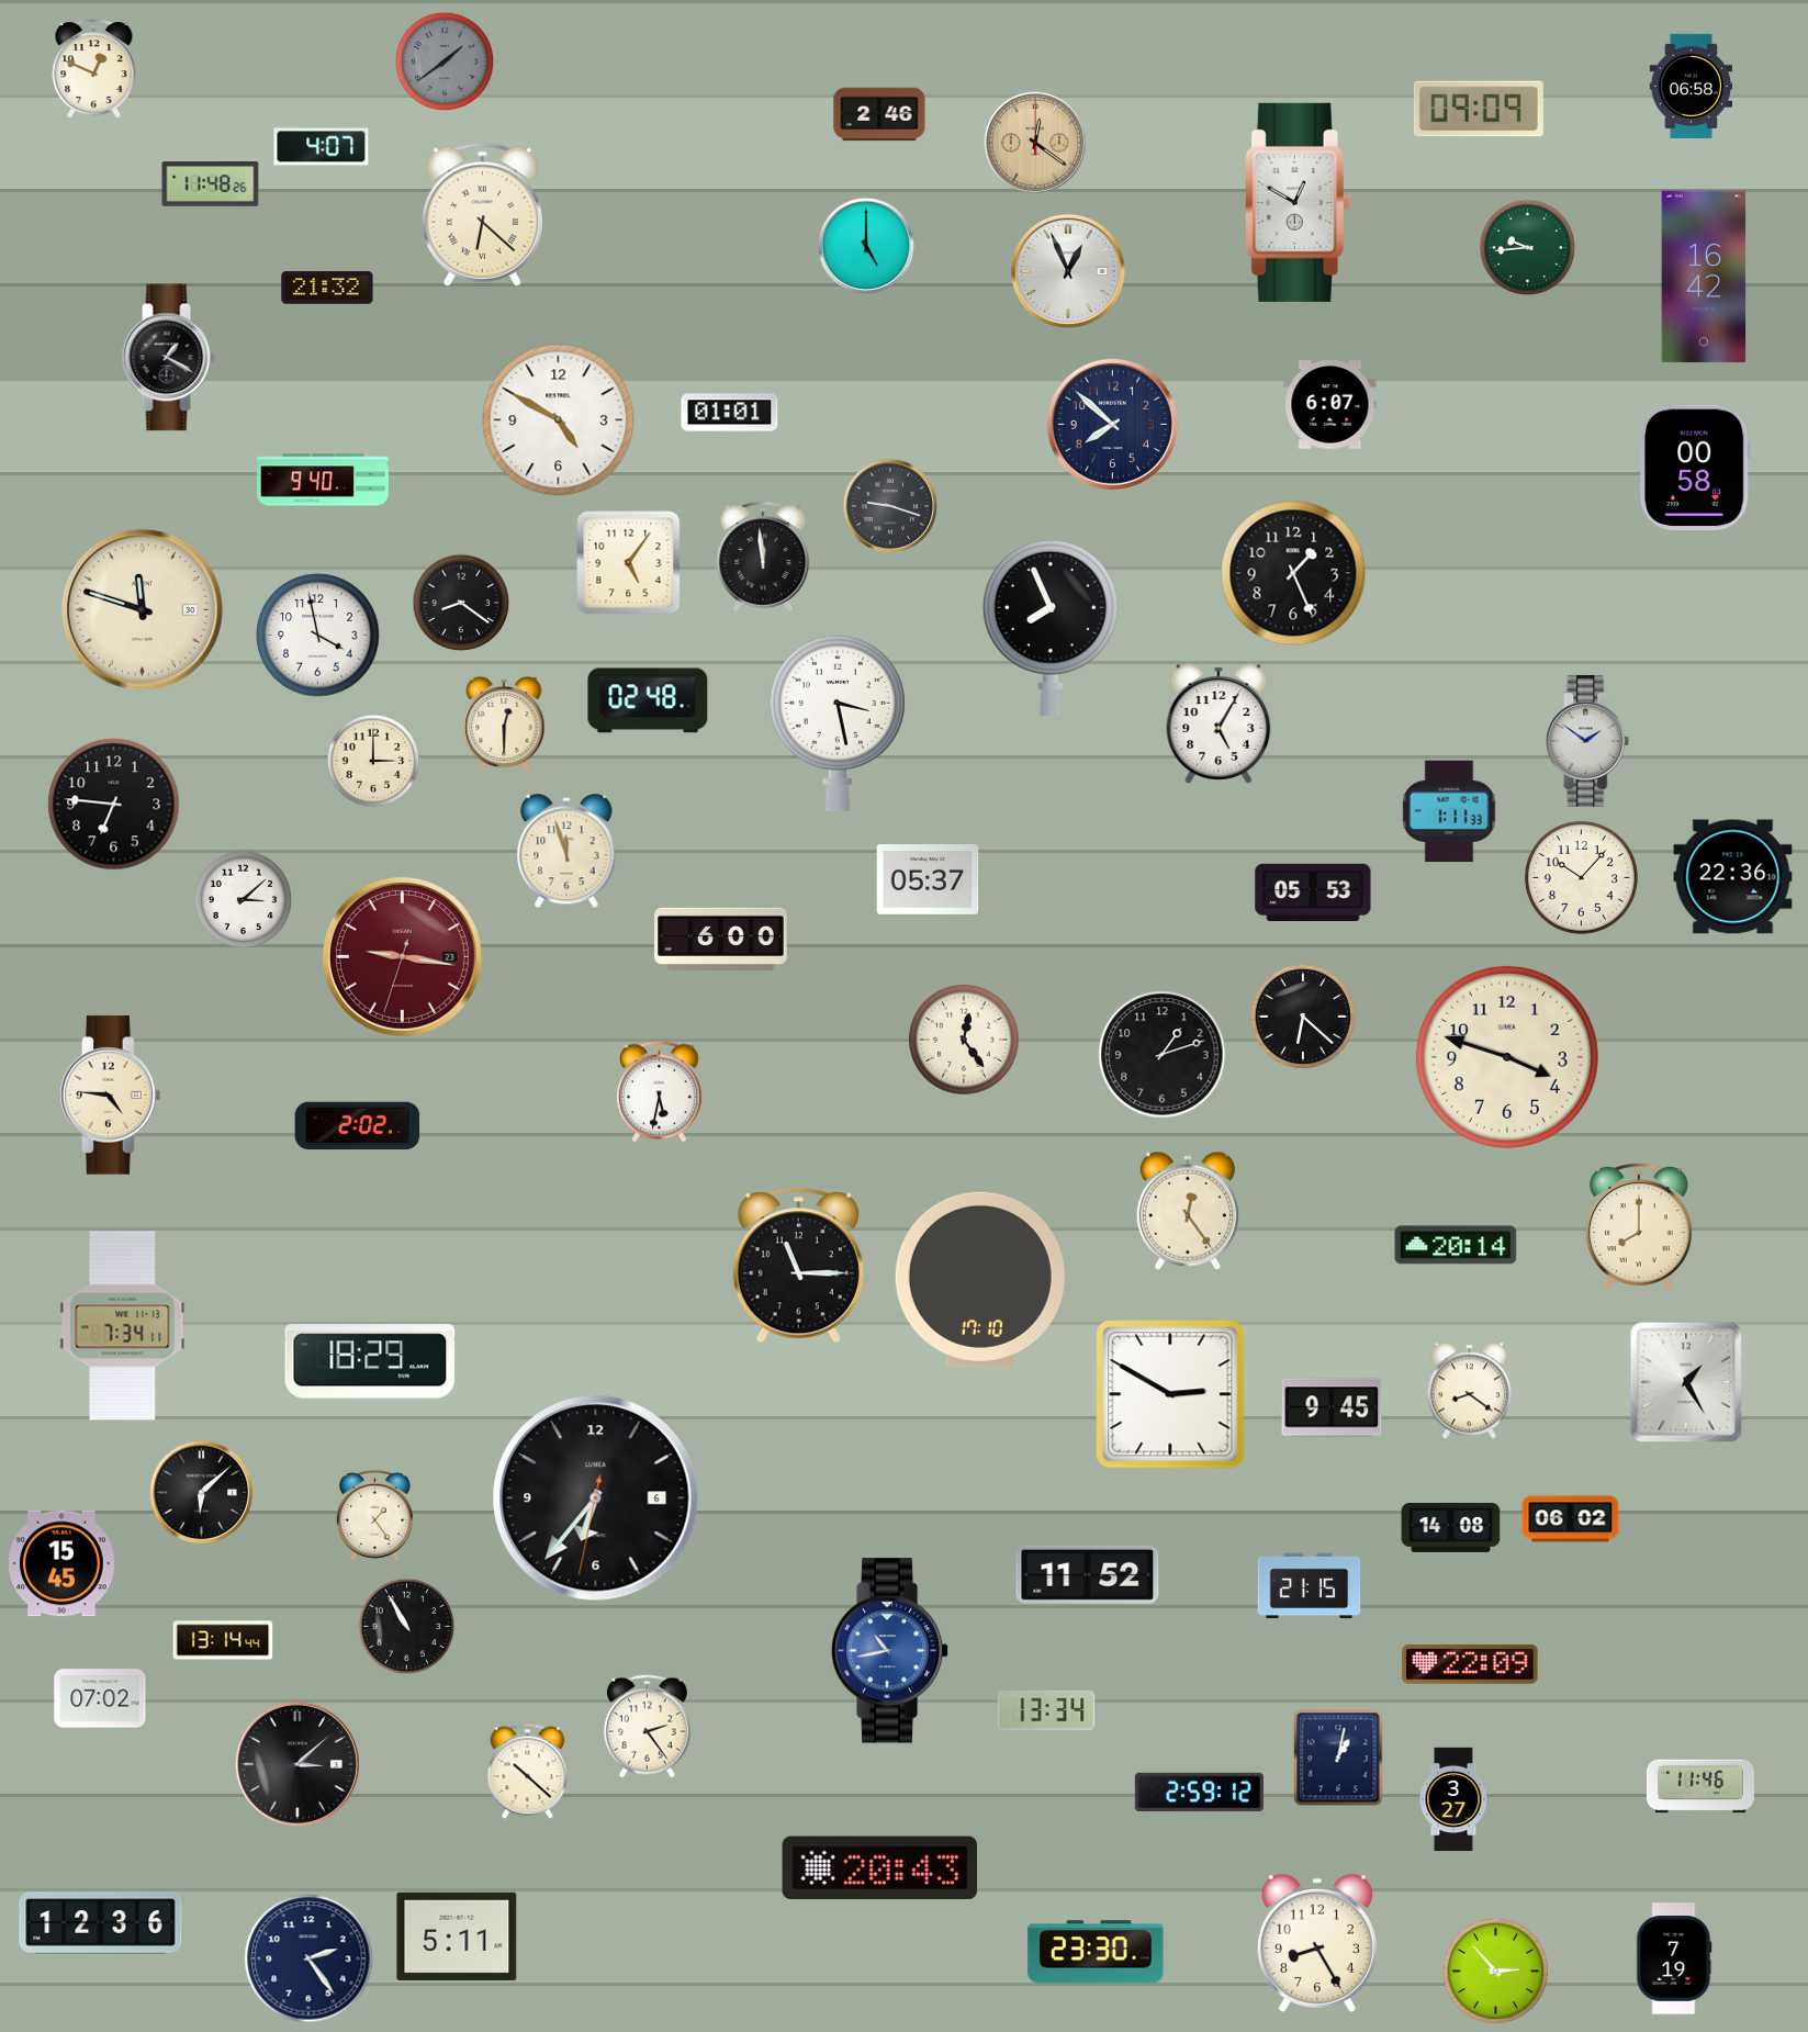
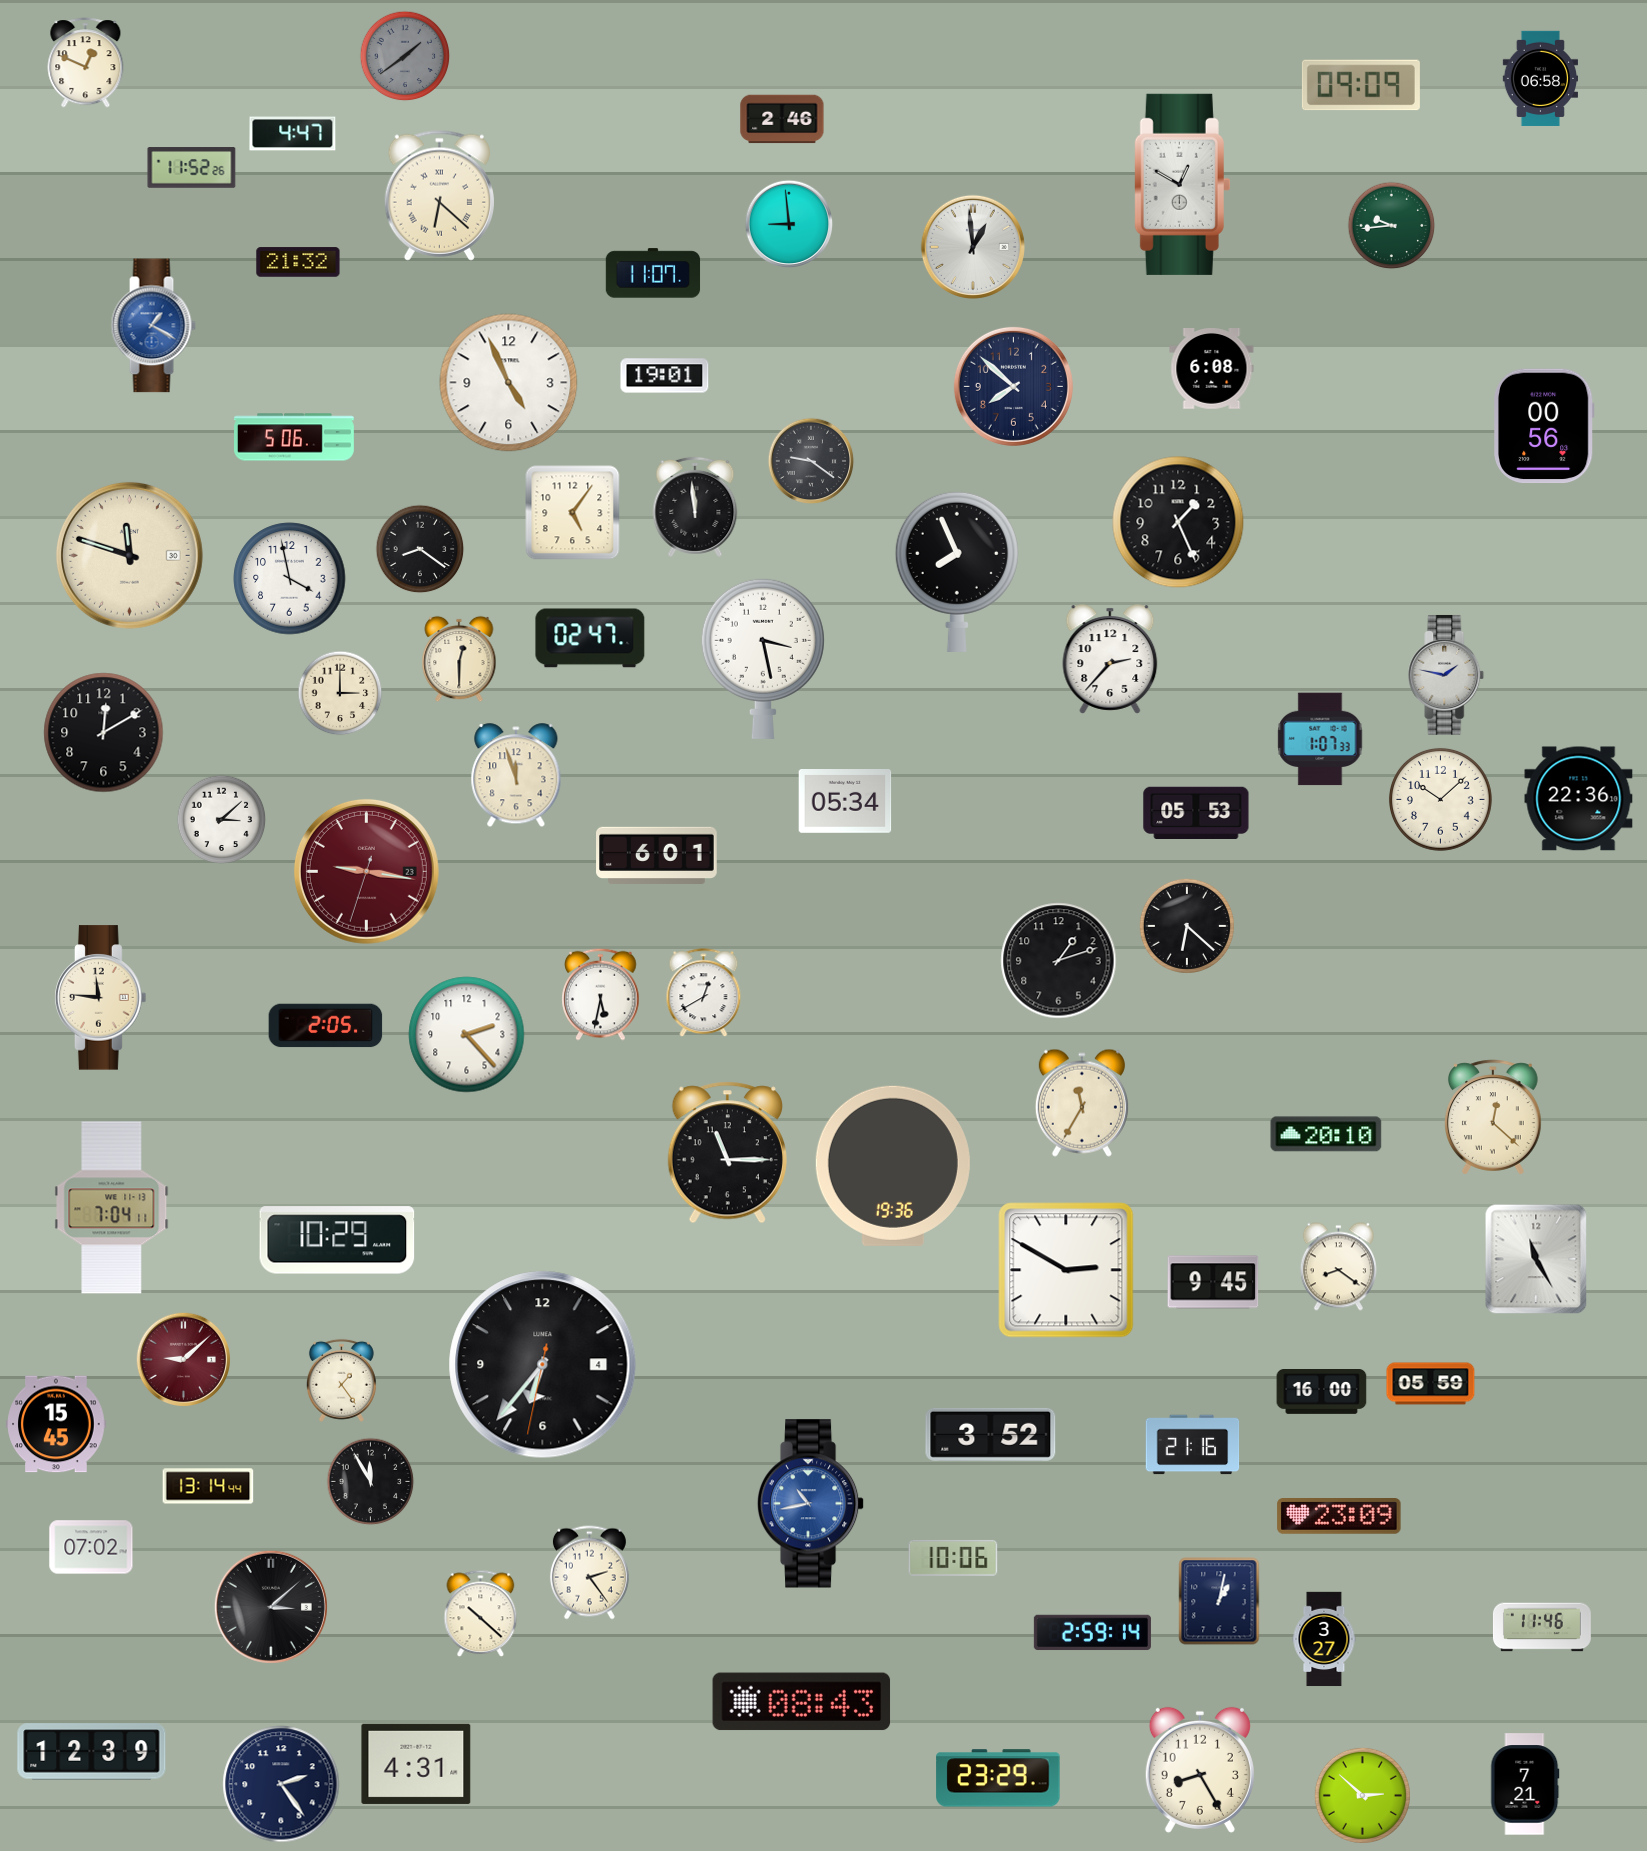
clock at (1479, 109) position: (1479, 109) -> (1361, 85)
clock at (879, 114) position: (879, 114) -> (782, 119)
clock at (1034, 142): 12:21 -> none
clock at (322, 147): 4:07 -> 4:47
clock at (211, 184): 11:48 -> 11:52
clock at (866, 246): 5:00 -> 8:59
clock at (1068, 271): 12:56 -> 12:59
clock at (1704, 277): 16:42 -> none
clock at (653, 273): none -> 11:07
clock at (168, 358) dial: black -> blue
clock at (1330, 405): 6:07 -> 6:08
clock at (730, 413): 01:01 -> 19:01
clock at (559, 420): 4:50 -> 4:56
clock at (1695, 468): 00:58 -> 00:56
clock at (324, 480): 9:40 -> 5:06
clock at (890, 506): 9:18 -> 9:21
clock at (648, 700): 02:48 -> 02:47
clock at (1219, 723): 5:05 -> 2:37
clock at (1587, 741): 1:51 -> 1:47
clock at (114, 805): 6:46 -> 12:10
clock at (1449, 811): 1:11 -> 1:07
clock at (1581, 877): 10:07 -> 10:08
clock at (928, 880): 05:37 -> 05:34
clock at (721, 940): 6:00 -> 6:01
clock at (964, 1040): 12:24 -> none
clock at (1507, 1057): 3:48 -> none
clock at (704, 993): none -> 12:40
clock at (111, 1096): 4:46 -> 11:46
clock at (358, 1126): 2:02 -> 2:05
clock at (467, 1035): none -> 2:23
clock at (1188, 1211): 12:24 -> 11:35
clock at (1639, 1226): 8:00 -> 12:22
clock at (1456, 1245): 20:14 -> 20:10
clock at (980, 1280): 17:10 -> 19:36
clock at (123, 1326): 7:34 -> 7:04
clock at (370, 1361): 18:29 -> 10:29
clock at (1686, 1382): 1:25 -> 11:25
clock at (201, 1492): 6:08 -> 9:08
clock at (201, 1492) dial: black -> burgundy
clock at (596, 1498) date: 6 -> 4
clock at (1571, 1519): 06:02 -> 05:59
clock at (1451, 1528): 14:08 -> 16:00
clock at (1088, 1574): 11:52 -> 3:52
clock at (1310, 1586): 21:15 -> 21:16
clock at (407, 1627): 10:55 -> 11:55
clock at (223, 1640) position: (223, 1640) -> (208, 1486)
clock at (1470, 1665): 22:09 -> 23:09
clock at (1046, 1710): 13:34 -> 10:06
clock at (1700, 1786) position: (1700, 1786) -> (1542, 1627)
clock at (1199, 1793): 2:59:12 -> 2:59:14
clock at (880, 1868): 20:43 -> 08:43
clock at (101, 1923): 12:36 -> 12:39
clock at (457, 1936): 5:11 -> 4:31
clock at (1096, 1952): 23:30 -> 23:29
clock at (1674, 1958): 7:19 -> 7:21
clock at (1495, 1971): 2:53 -> 2:52
